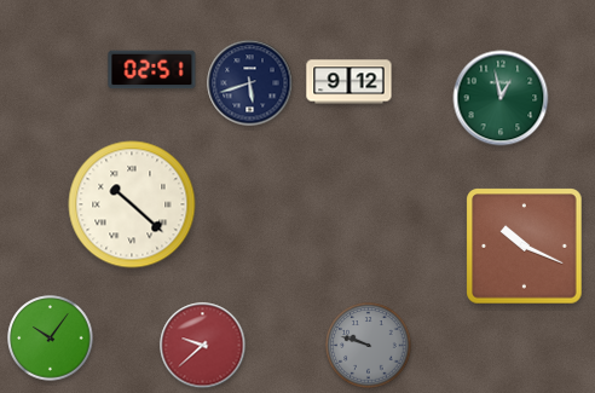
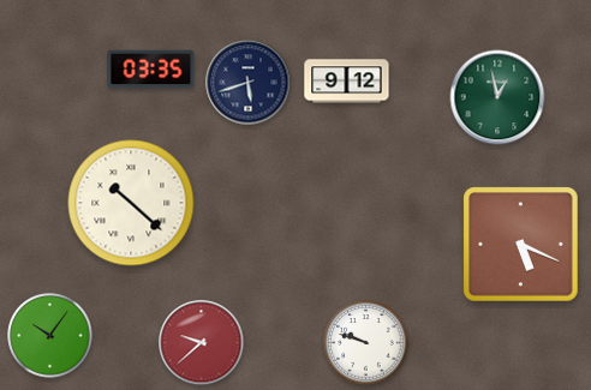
clock at (152, 70): 02:51 -> 03:35
clock at (525, 247): 10:19 -> 5:19
clock at (369, 346) dial: grey -> white
